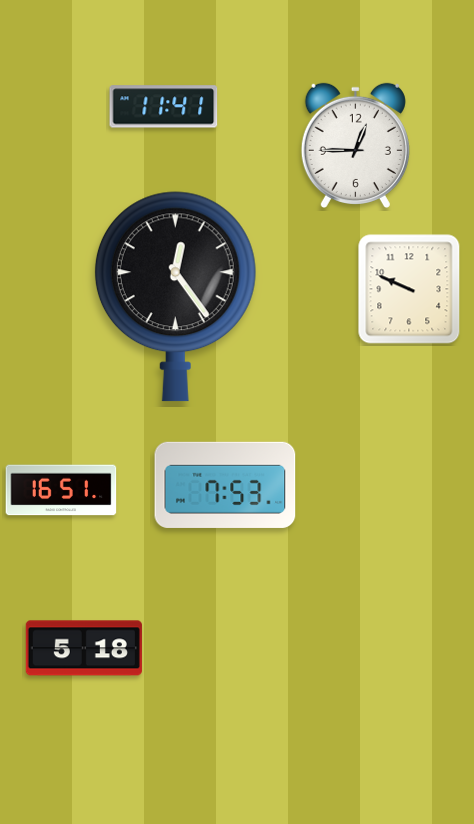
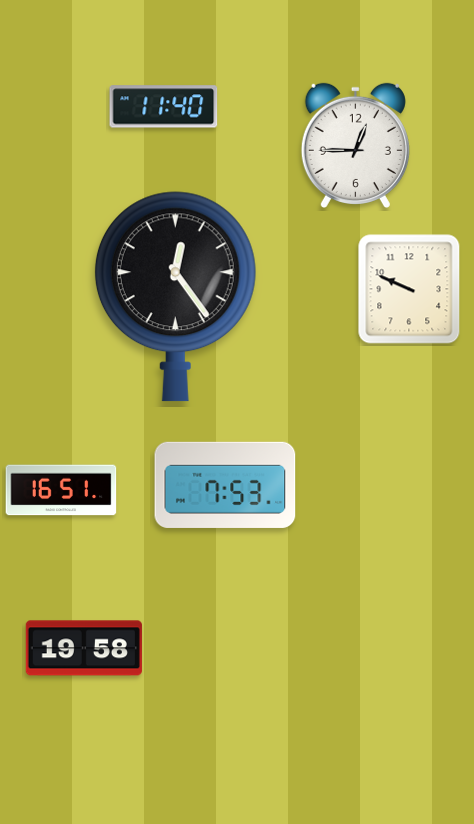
clock at (164, 107): 11:41 -> 11:40
clock at (84, 648): 5:18 -> 19:58
